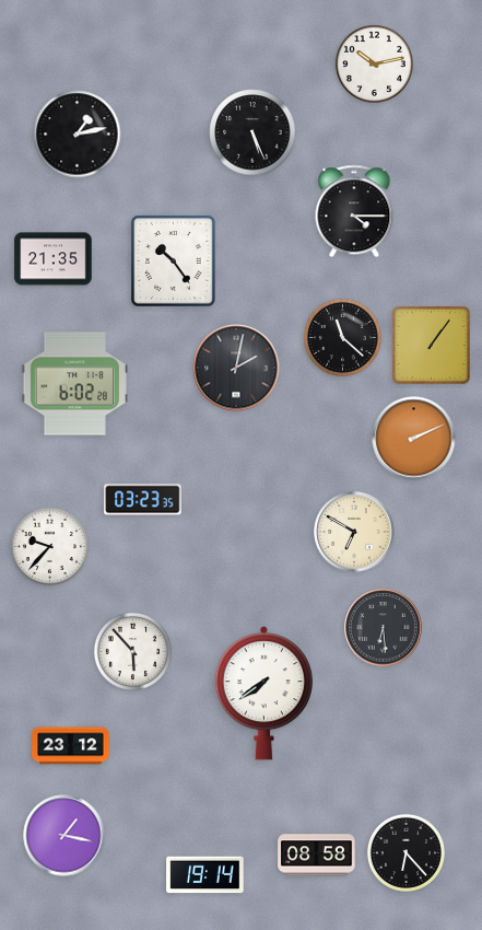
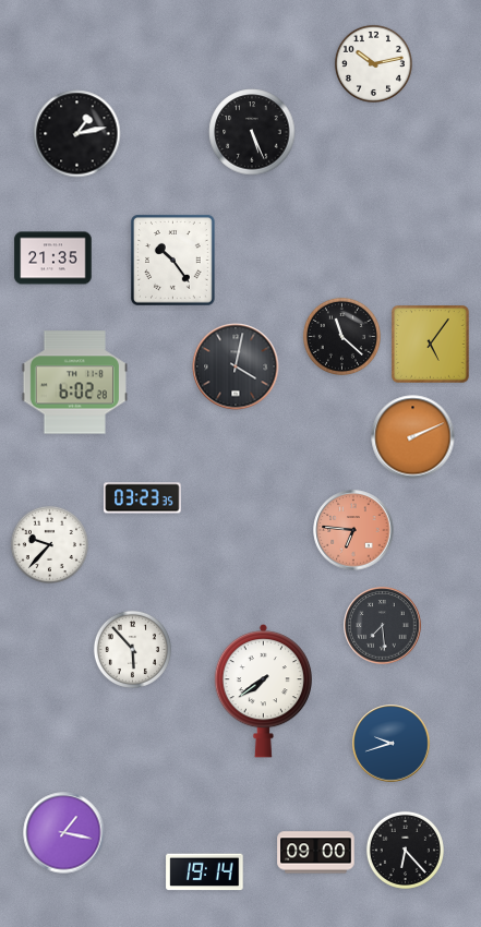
clock at (354, 211): 4:15 -> none
clock at (432, 346): 1:06 -> 5:06
clock at (236, 368): 2:02 -> 4:02
clock at (354, 532): 6:50 -> 6:46
clock at (354, 532) dial: cream -> salmon
clock at (384, 628): 6:29 -> 7:29
clock at (71, 746): 23:12 -> none
clock at (392, 744): none -> 9:42
clock at (317, 856): 08:58 -> 09:00
